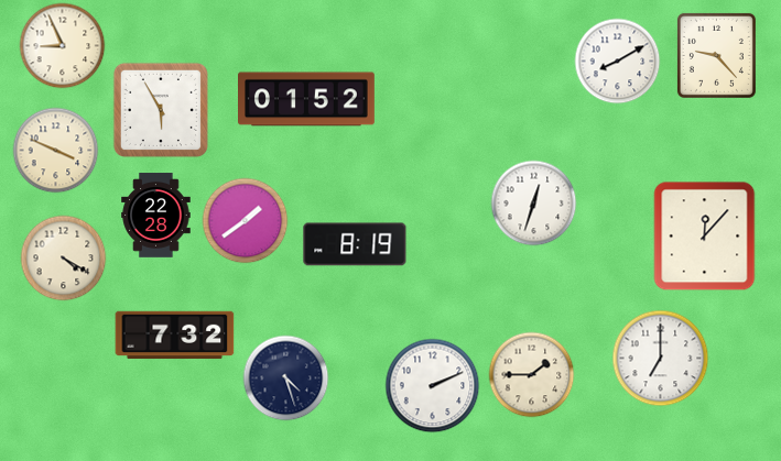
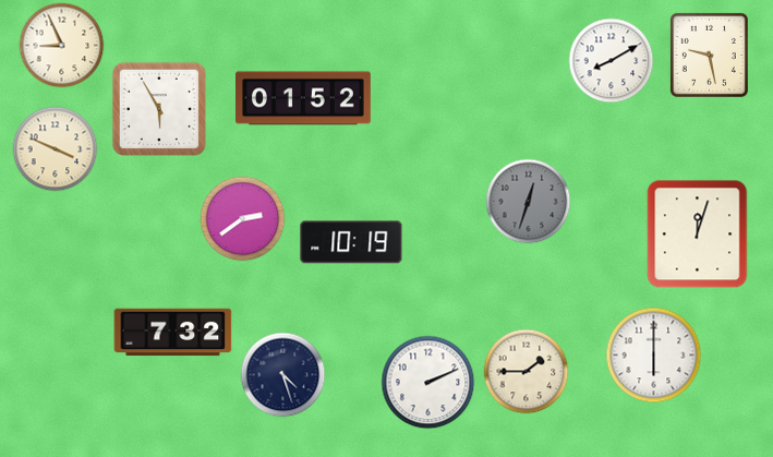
clock at (716, 55): 9:23 -> 9:28
clock at (533, 202) dial: white -> grey
clock at (156, 216): 22:28 -> none
clock at (245, 220): 1:39 -> 2:39
clock at (705, 237): 12:07 -> 12:03
clock at (355, 244): 8:19 -> 10:19
clock at (63, 257): 4:20 -> none
clock at (660, 358): 7:00 -> 6:00
